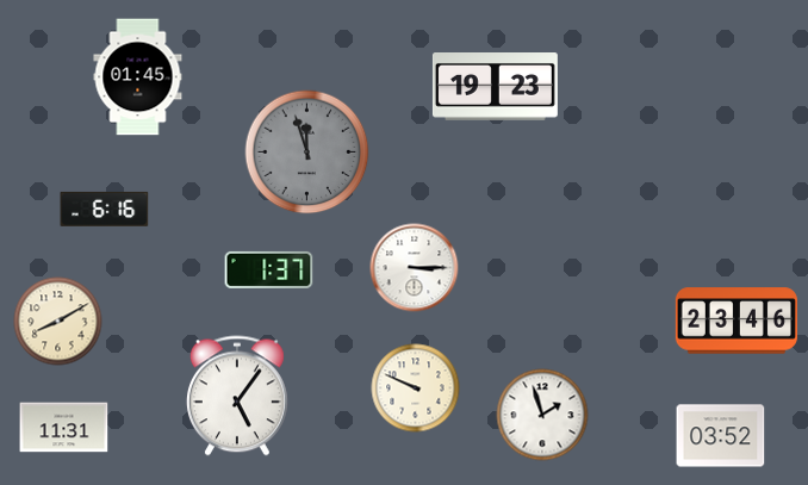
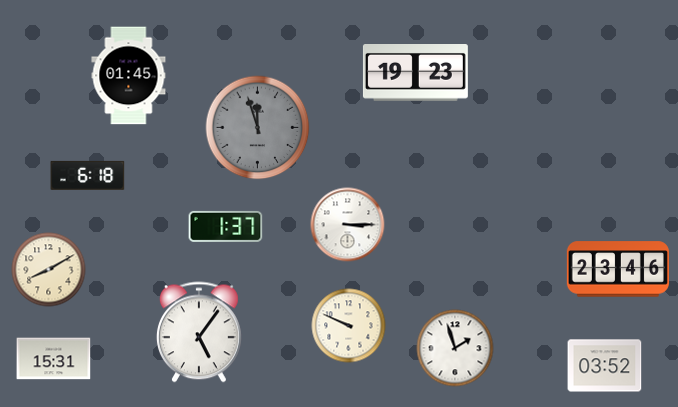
clock at (138, 77) position: (138, 77) -> (129, 76)
clock at (105, 209): 6:16 -> 6:18
clock at (64, 428): 11:31 -> 15:31
